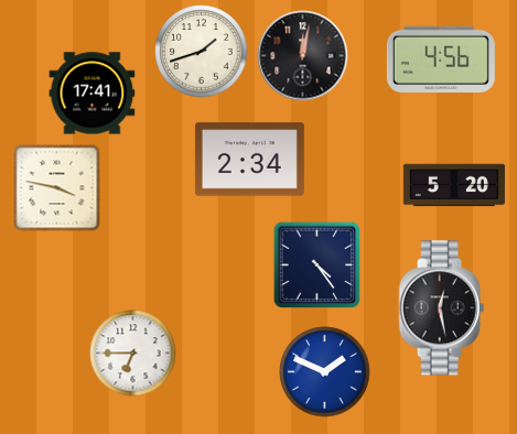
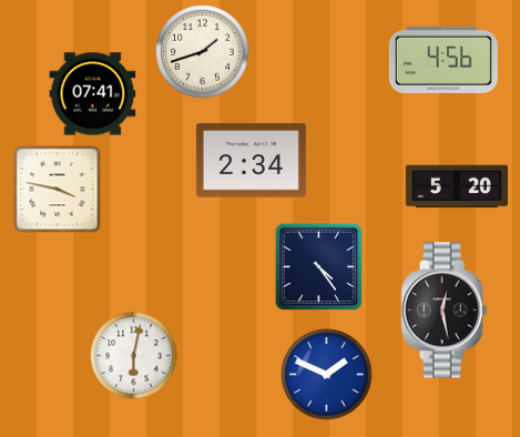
clock at (302, 55): 12:02 -> none
clock at (91, 94): 17:41 -> 07:41
clock at (132, 352): 6:45 -> 6:02
